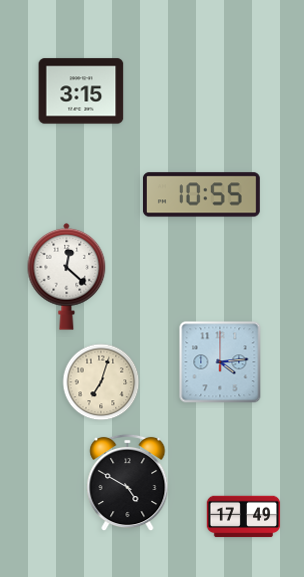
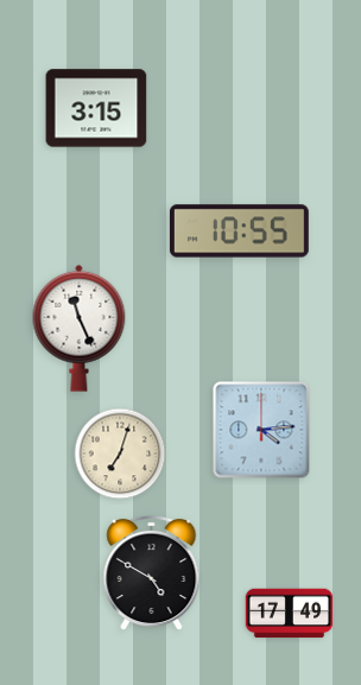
clock at (67, 276): 12:22 -> 11:26
